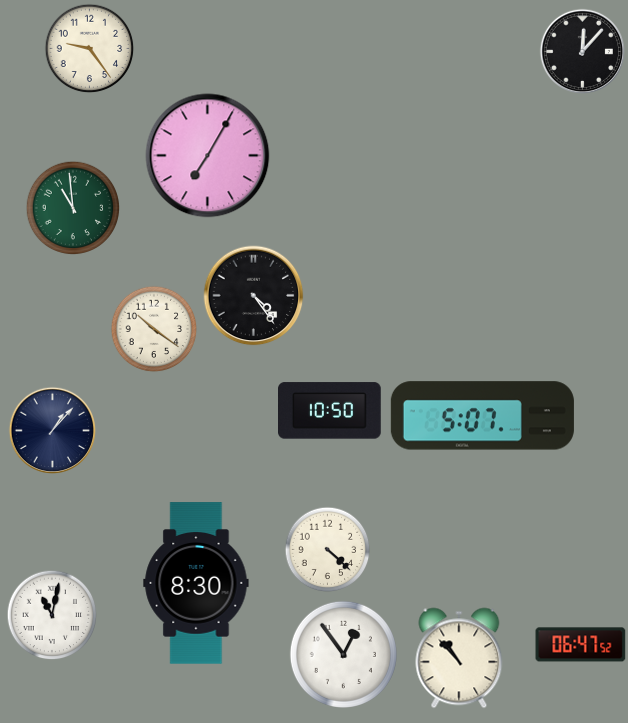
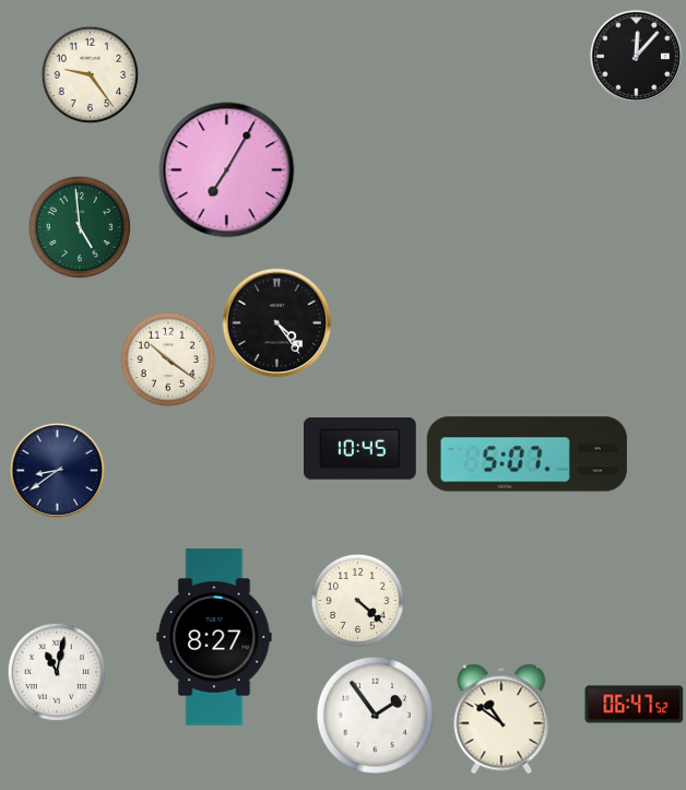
clock at (90, 49) position: (90, 49) -> (91, 75)
clock at (73, 208): 10:59 -> 4:59
clock at (330, 411): 10:50 -> 10:45
clock at (53, 431): 1:07 -> 8:39
clock at (196, 583): 8:30 -> 8:27
clock at (343, 654): 12:54 -> 1:54
clock at (459, 658): 10:53 -> 10:51
